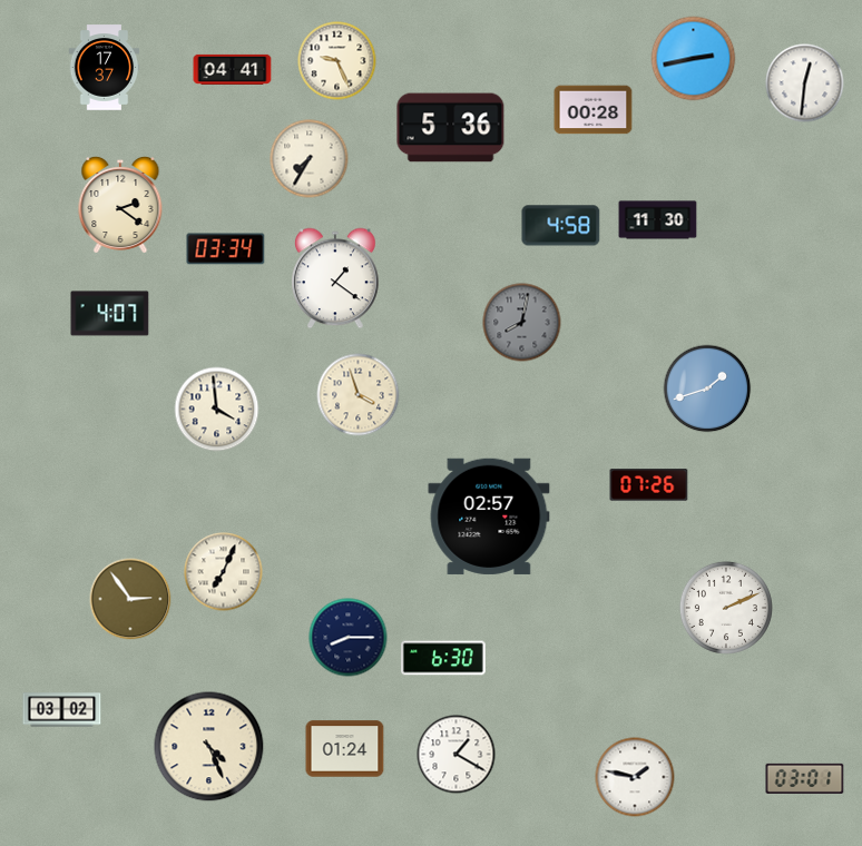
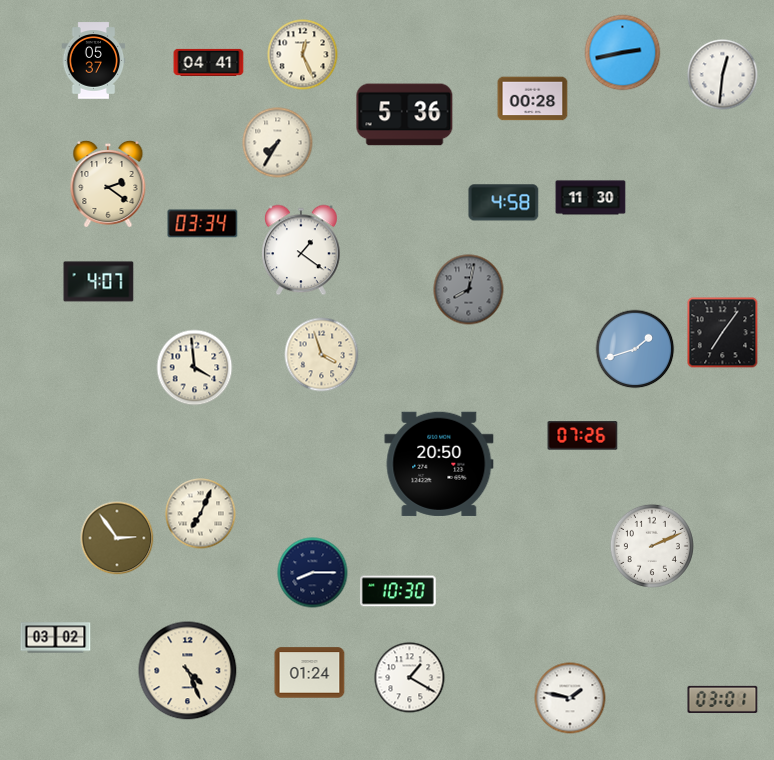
clock at (337, 61): 9:26 -> 12:26
clock at (105, 68): 17:37 -> 05:37
clock at (723, 333): none -> 7:06
clock at (489, 517): 02:57 -> 20:50
clock at (443, 658): 6:30 -> 10:30
